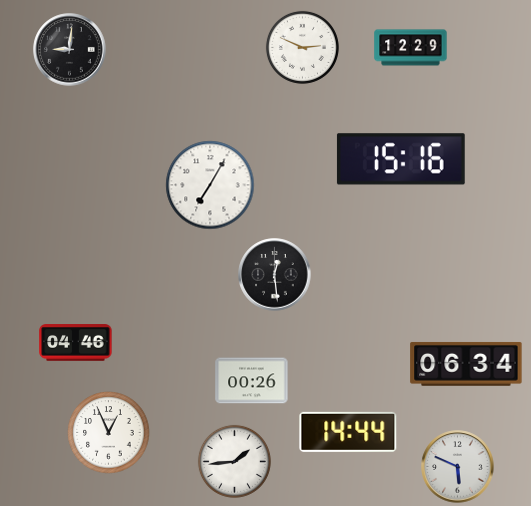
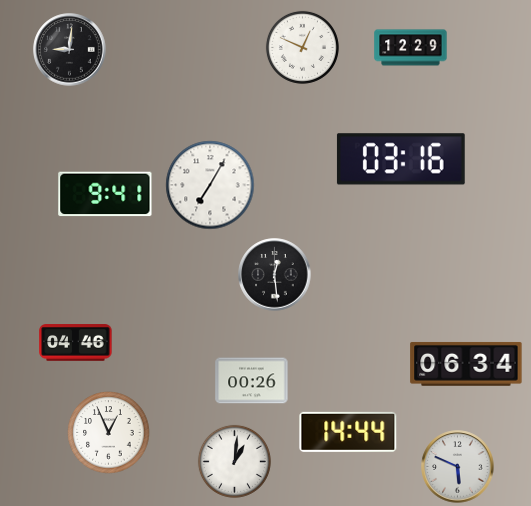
clock at (302, 47): 2:49 -> 12:49
clock at (401, 159): 15:16 -> 03:16
clock at (105, 194): none -> 9:41
clock at (234, 461): 1:44 -> 1:01
